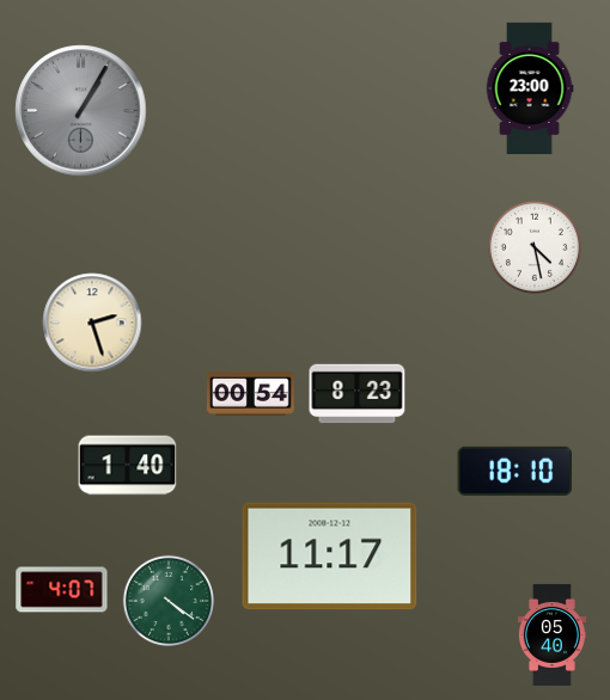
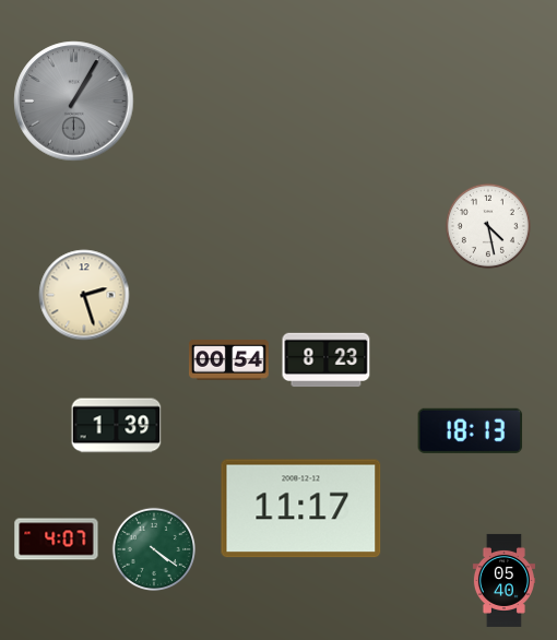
clock at (530, 87): 23:00 -> none
clock at (128, 466): 1:40 -> 1:39
clock at (516, 471): 18:10 -> 18:13
